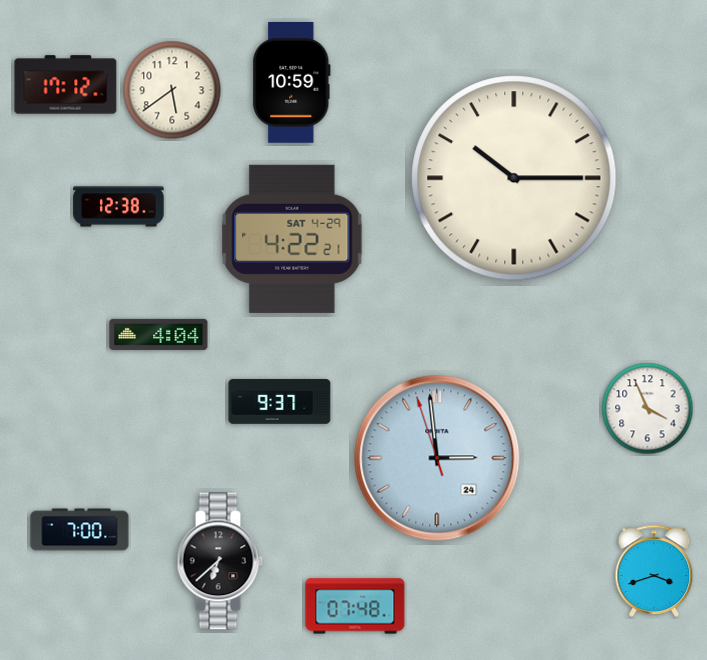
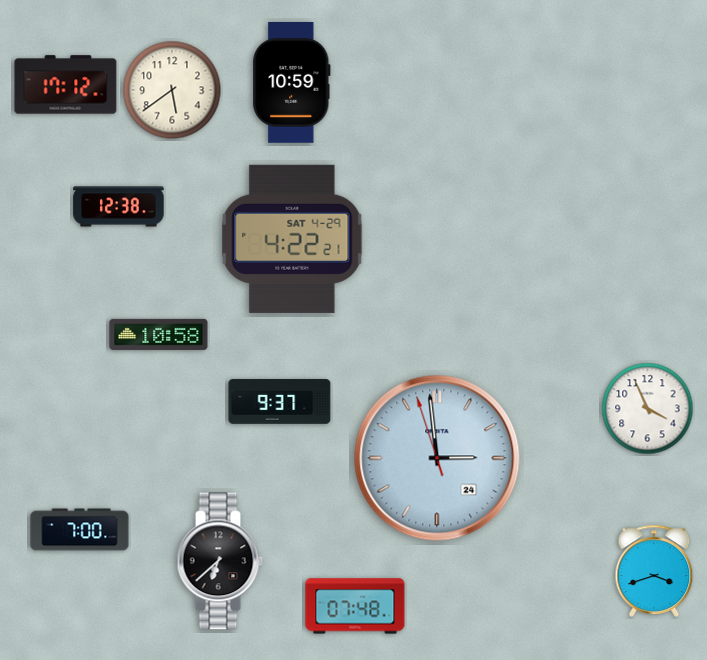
clock at (514, 178): 10:15 -> none
clock at (159, 334): 4:04 -> 10:58
